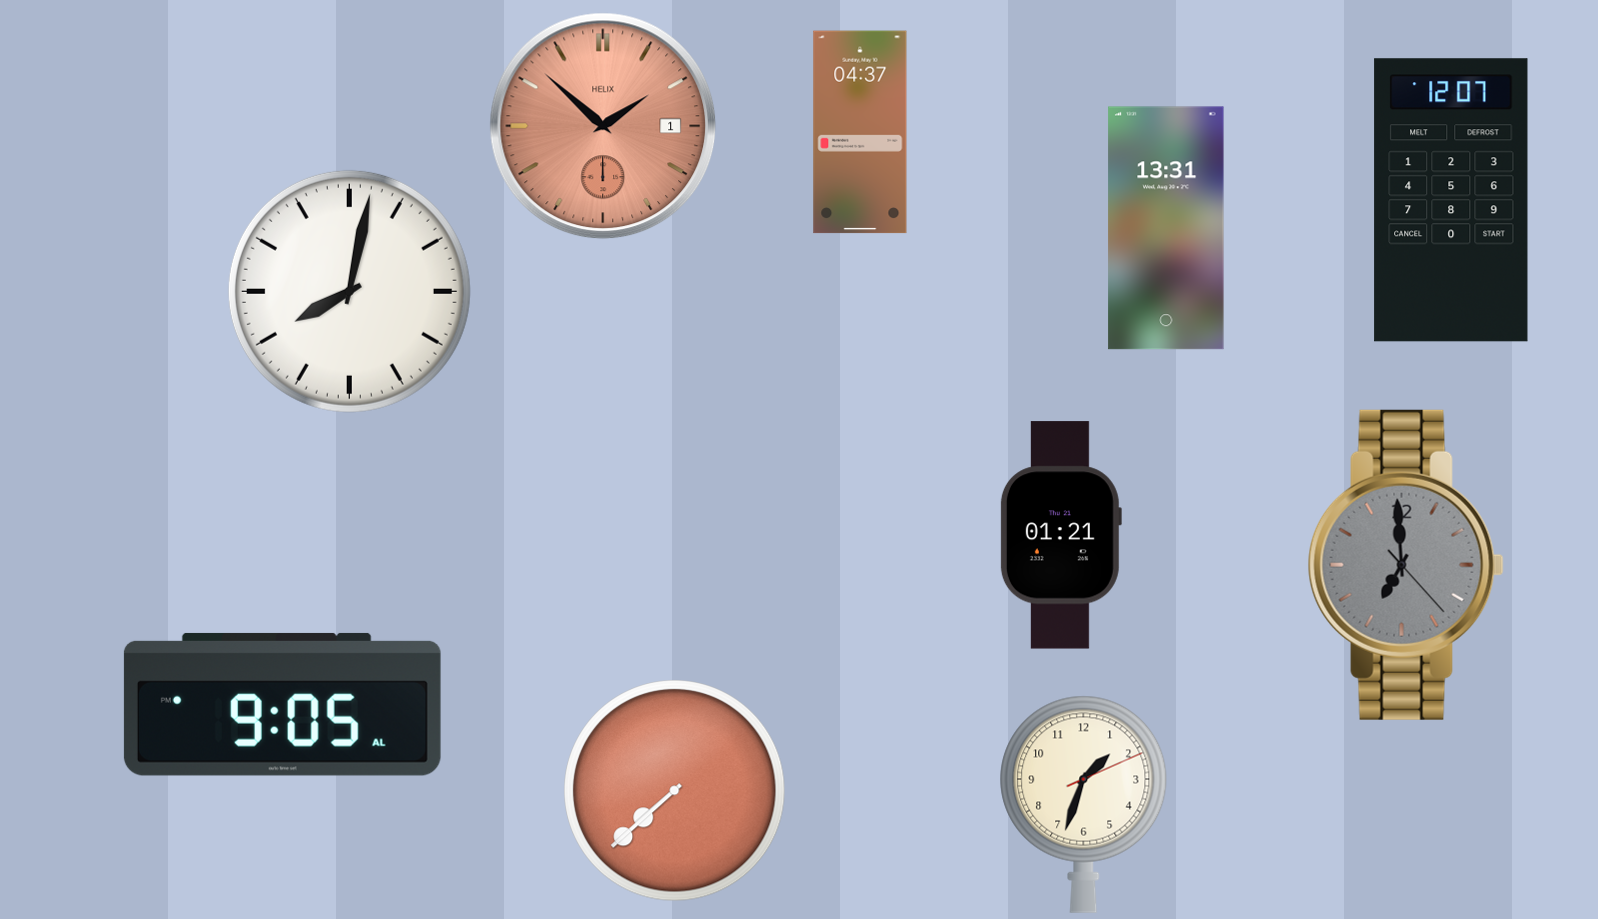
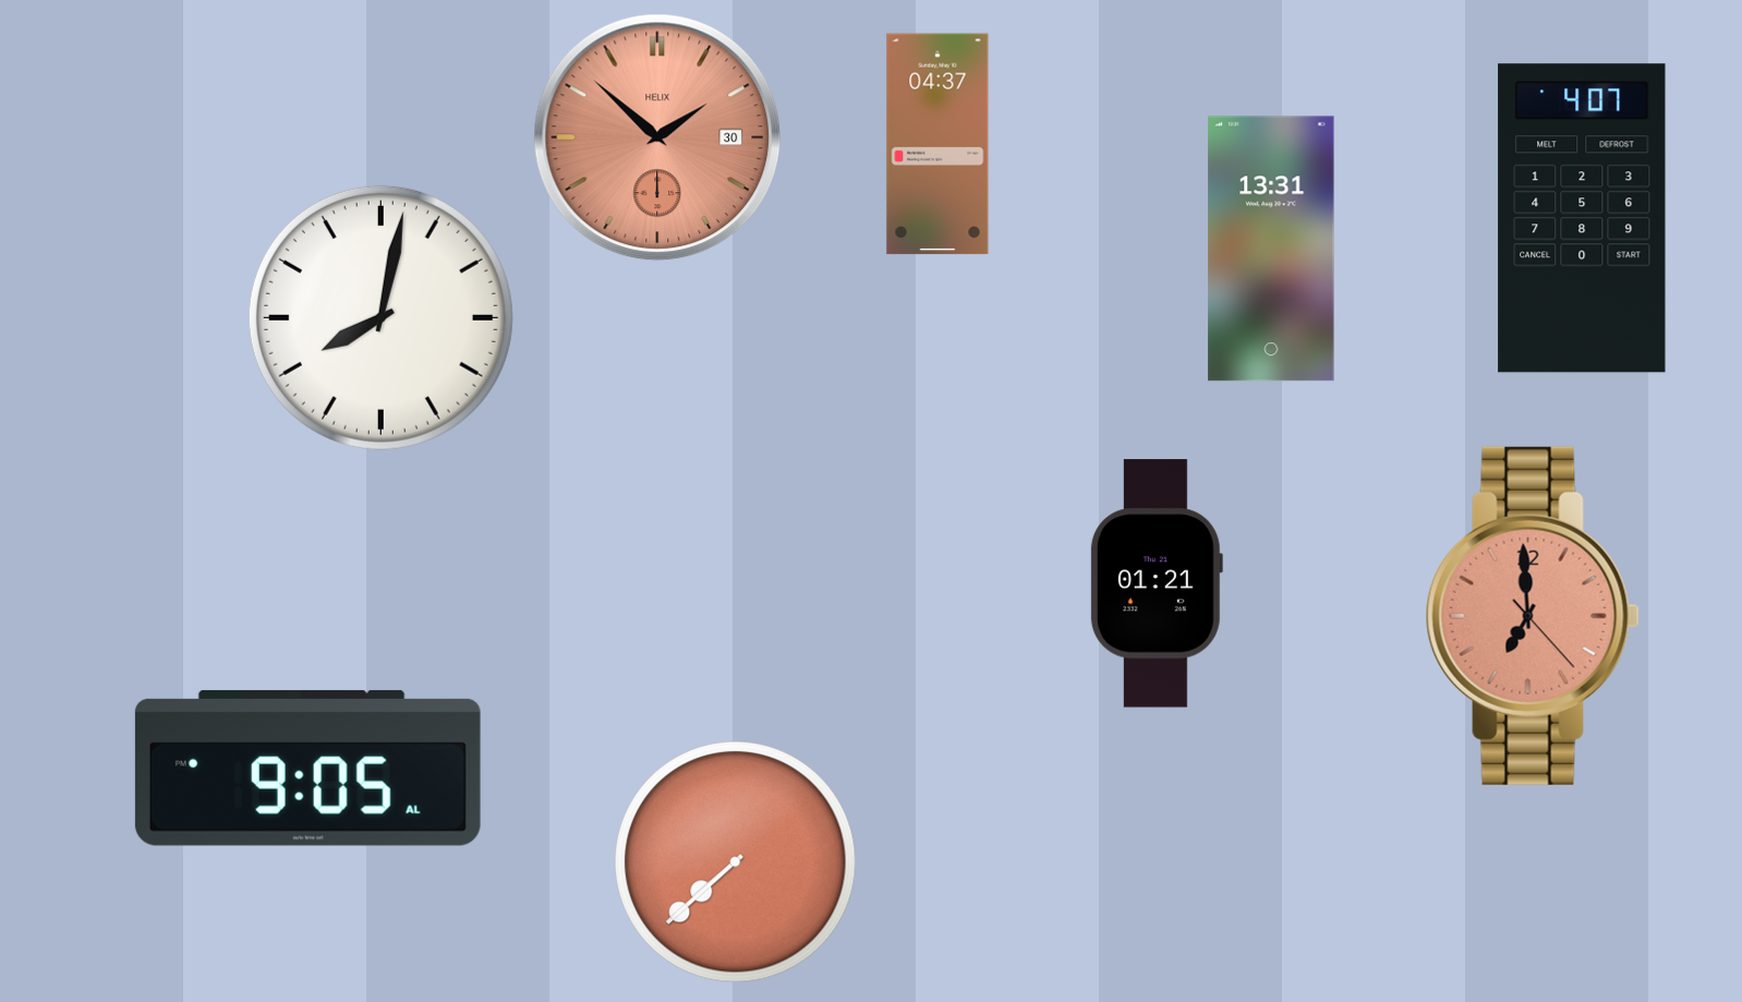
clock at (603, 126) date: 1 -> 30
clock at (1451, 200): 12:07 -> 4:07
clock at (1406, 565) dial: grey -> salmon
clock at (1084, 804): 1:33 -> none
